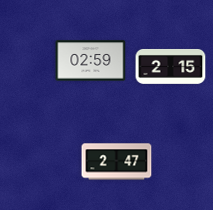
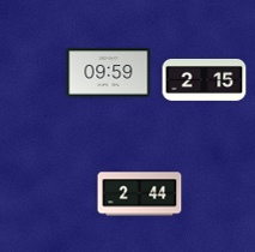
clock at (91, 61): 02:59 -> 09:59
clock at (117, 162): 2:47 -> 2:44
